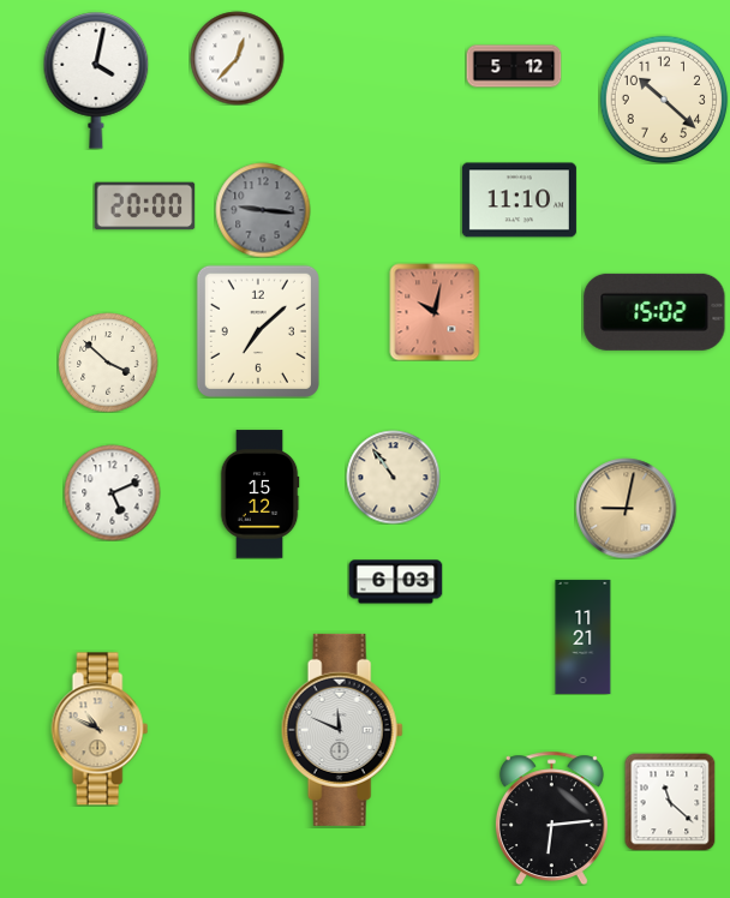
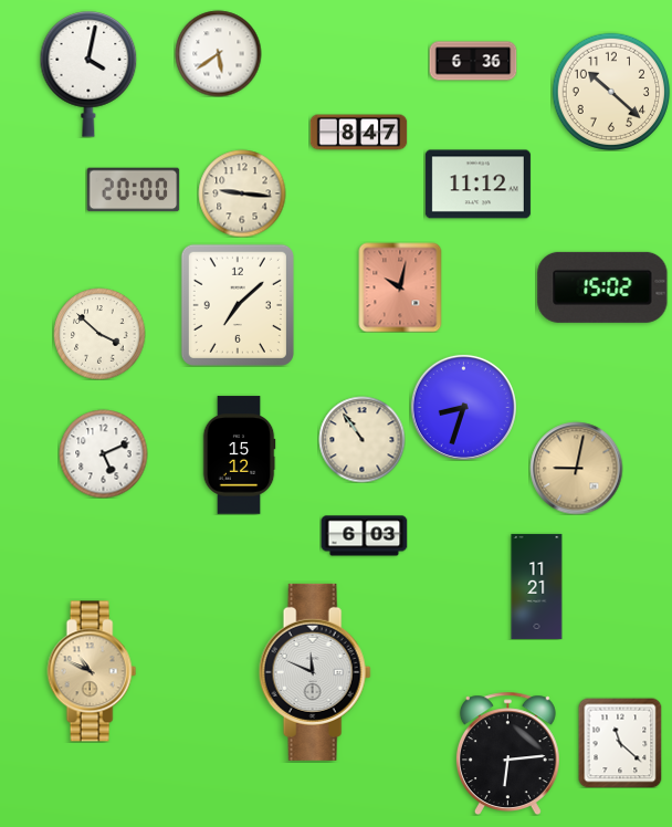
clock at (237, 58): 12:37 -> 5:39
clock at (514, 66): 5:12 -> 6:36
clock at (358, 133): none -> 8:47
clock at (519, 200): 11:10 -> 11:12
clock at (263, 210) dial: grey -> cream
clock at (463, 407): none -> 8:33
clock at (670, 802) position: (670, 802) -> (620, 743)
